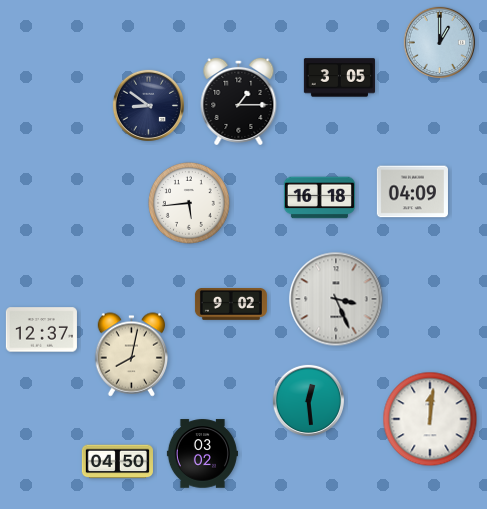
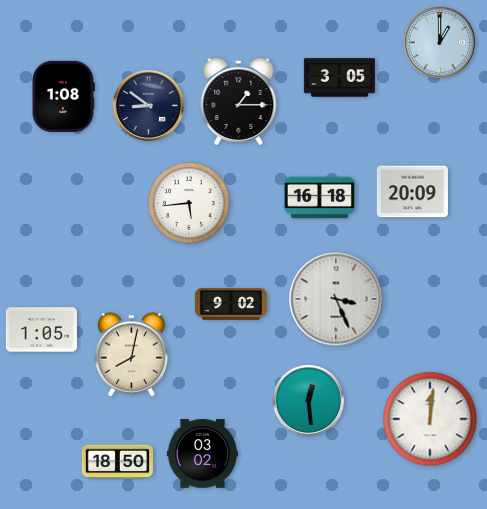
clock at (63, 96): none -> 1:08
clock at (412, 192): 04:09 -> 20:09
clock at (41, 330): 12:37 -> 1:05
clock at (117, 462): 04:50 -> 18:50
